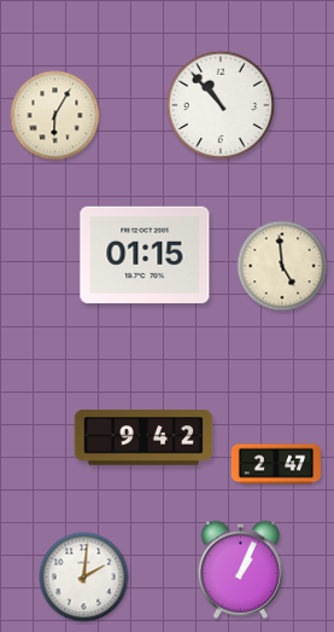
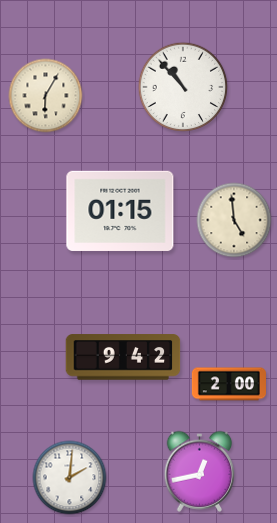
clock at (143, 437) position: (143, 437) -> (123, 357)
clock at (276, 464): 2:47 -> 2:00
clock at (241, 569): 1:04 -> 12:43
